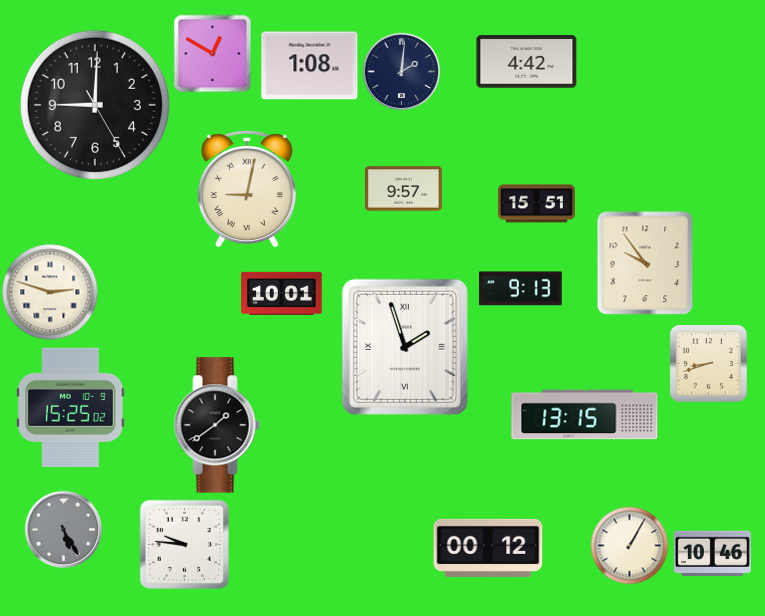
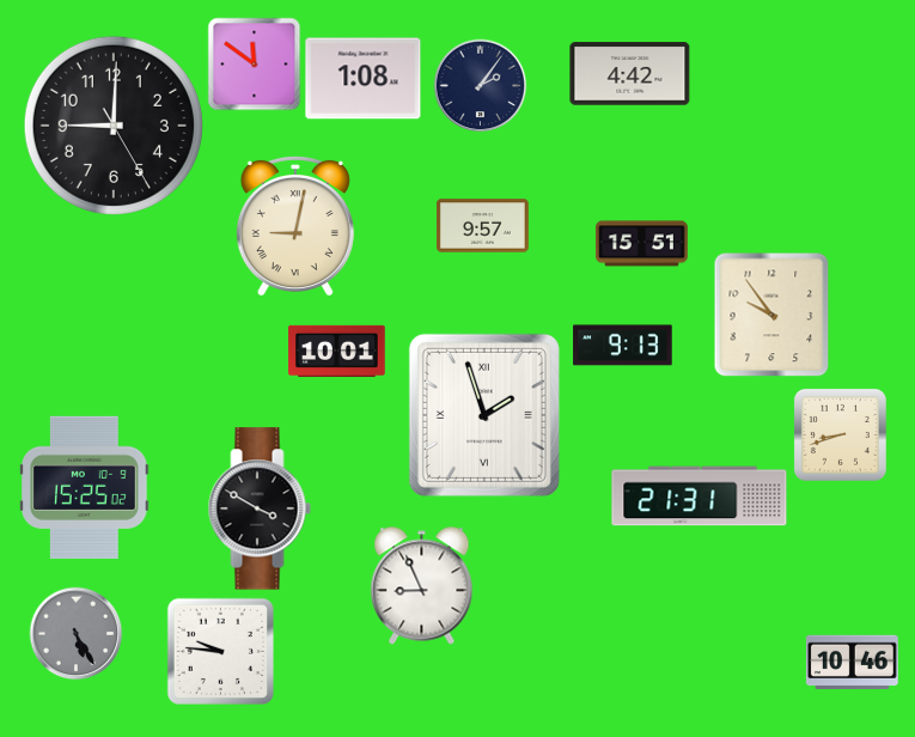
clock at (212, 53): 12:50 -> 11:51
clock at (310, 66) position: (310, 66) -> (364, 79)
clock at (401, 71): 2:01 -> 2:06
clock at (50, 292): 2:48 -> none
clock at (708, 363) position: (708, 363) -> (840, 434)
clock at (585, 415): 13:15 -> 21:31
clock at (217, 425): 1:39 -> 3:50
clock at (422, 586): none -> 8:56
clock at (629, 545): 1:05 -> none
clock at (488, 548): 00:12 -> none
